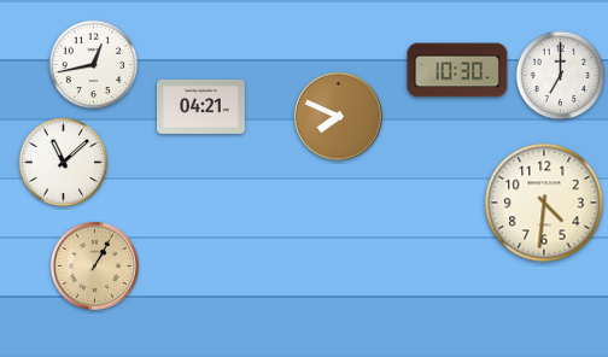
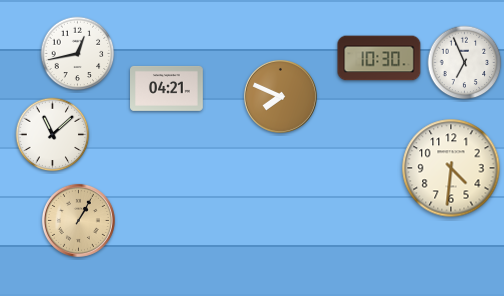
clock at (561, 76): 7:00 -> 6:56
